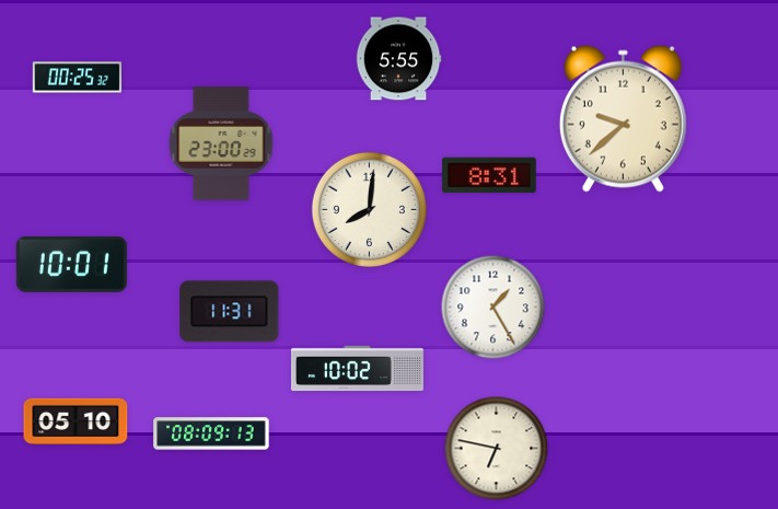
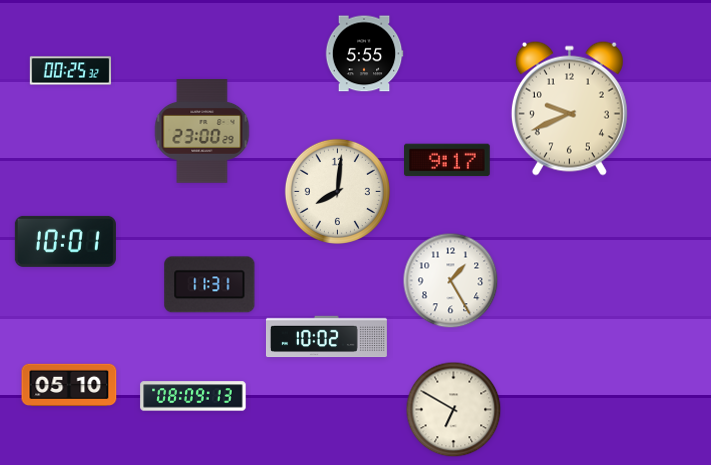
clock at (623, 118): 9:38 -> 9:41
clock at (489, 175): 8:31 -> 9:17
clock at (497, 449): 6:47 -> 6:50
